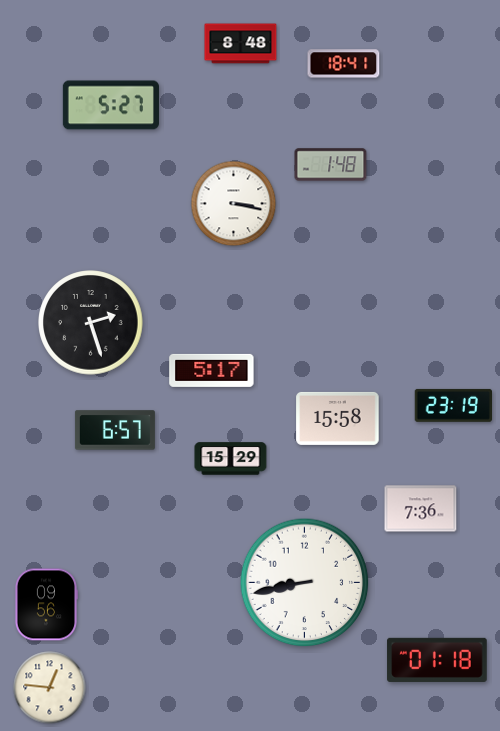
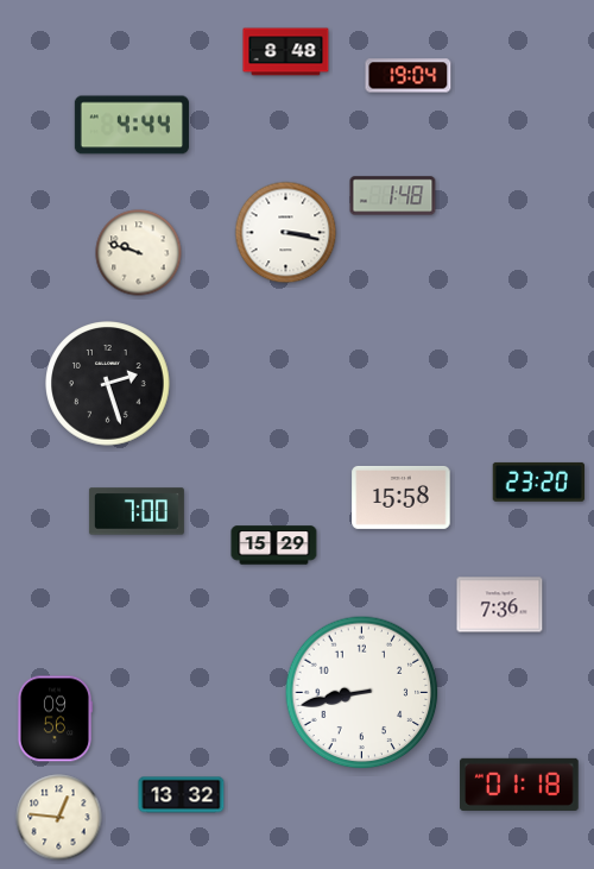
clock at (344, 64): 18:41 -> 19:04
clock at (111, 105): 5:27 -> 4:44
clock at (234, 204) position: (234, 204) -> (286, 233)
clock at (139, 253): none -> 9:48
clock at (212, 370): 5:17 -> none
clock at (453, 405): 23:19 -> 23:20
clock at (115, 430): 6:57 -> 7:00
clock at (182, 795): none -> 13:32
